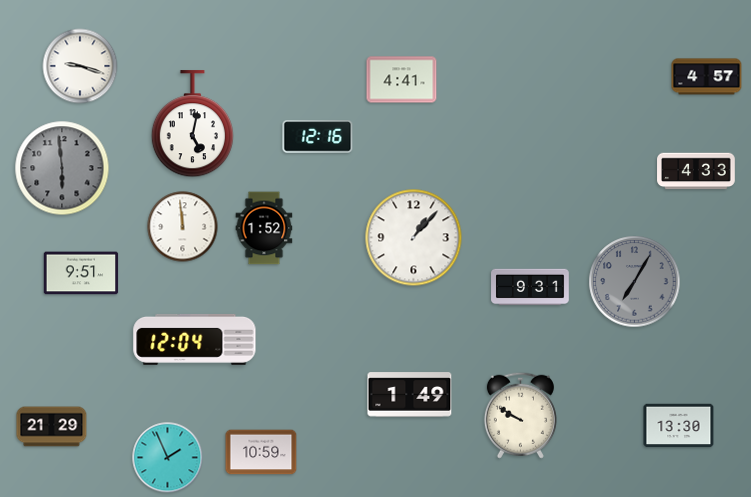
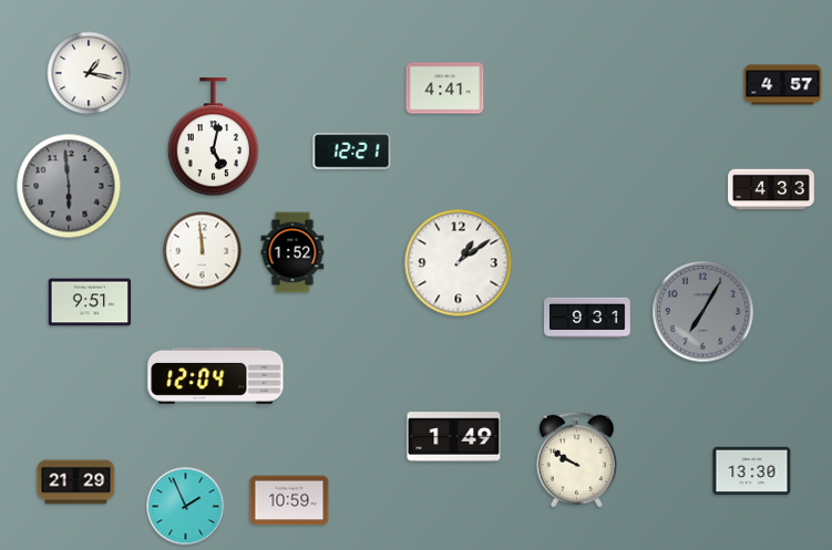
clock at (80, 66): 9:18 -> 1:17
clock at (318, 137): 12:16 -> 12:21
clock at (414, 238): 1:07 -> 1:09
clock at (52, 427) position: (52, 427) -> (76, 482)
